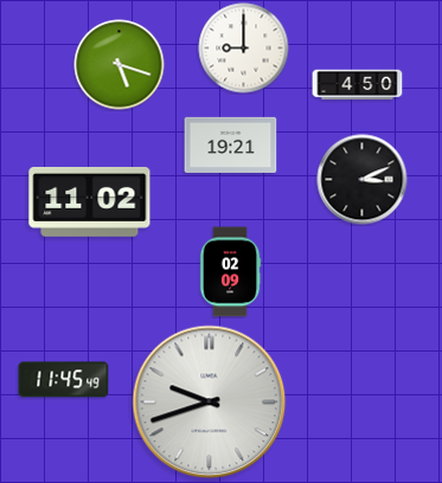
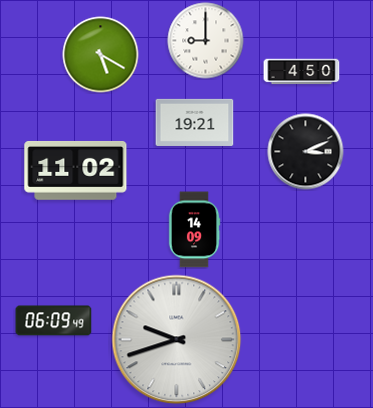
clock at (120, 65): 5:18 -> 5:20
clock at (230, 272): 02:09 -> 14:09
clock at (64, 380): 11:45 -> 06:09
